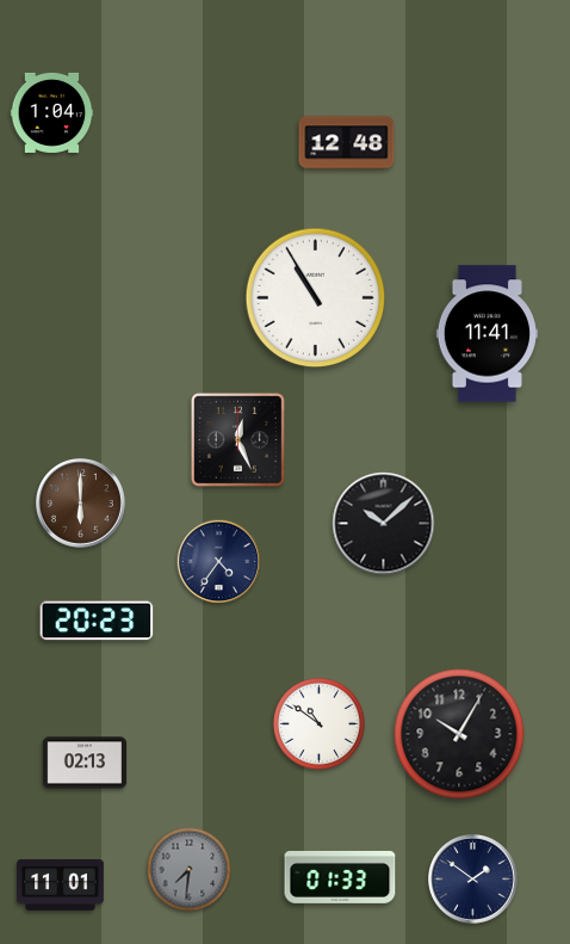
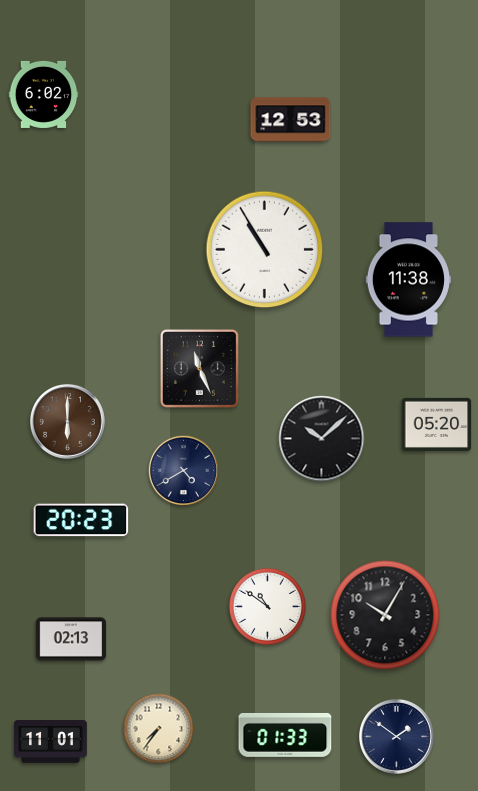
clock at (52, 112): 1:04 -> 6:02
clock at (347, 143): 12:48 -> 12:53
clock at (487, 334): 11:41 -> 11:38
clock at (237, 439): 12:26 -> 11:26
clock at (437, 424): none -> 05:20
clock at (219, 562): 4:36 -> 4:40
clock at (190, 870): 7:31 -> 7:36
clock at (190, 870) dial: grey -> cream
